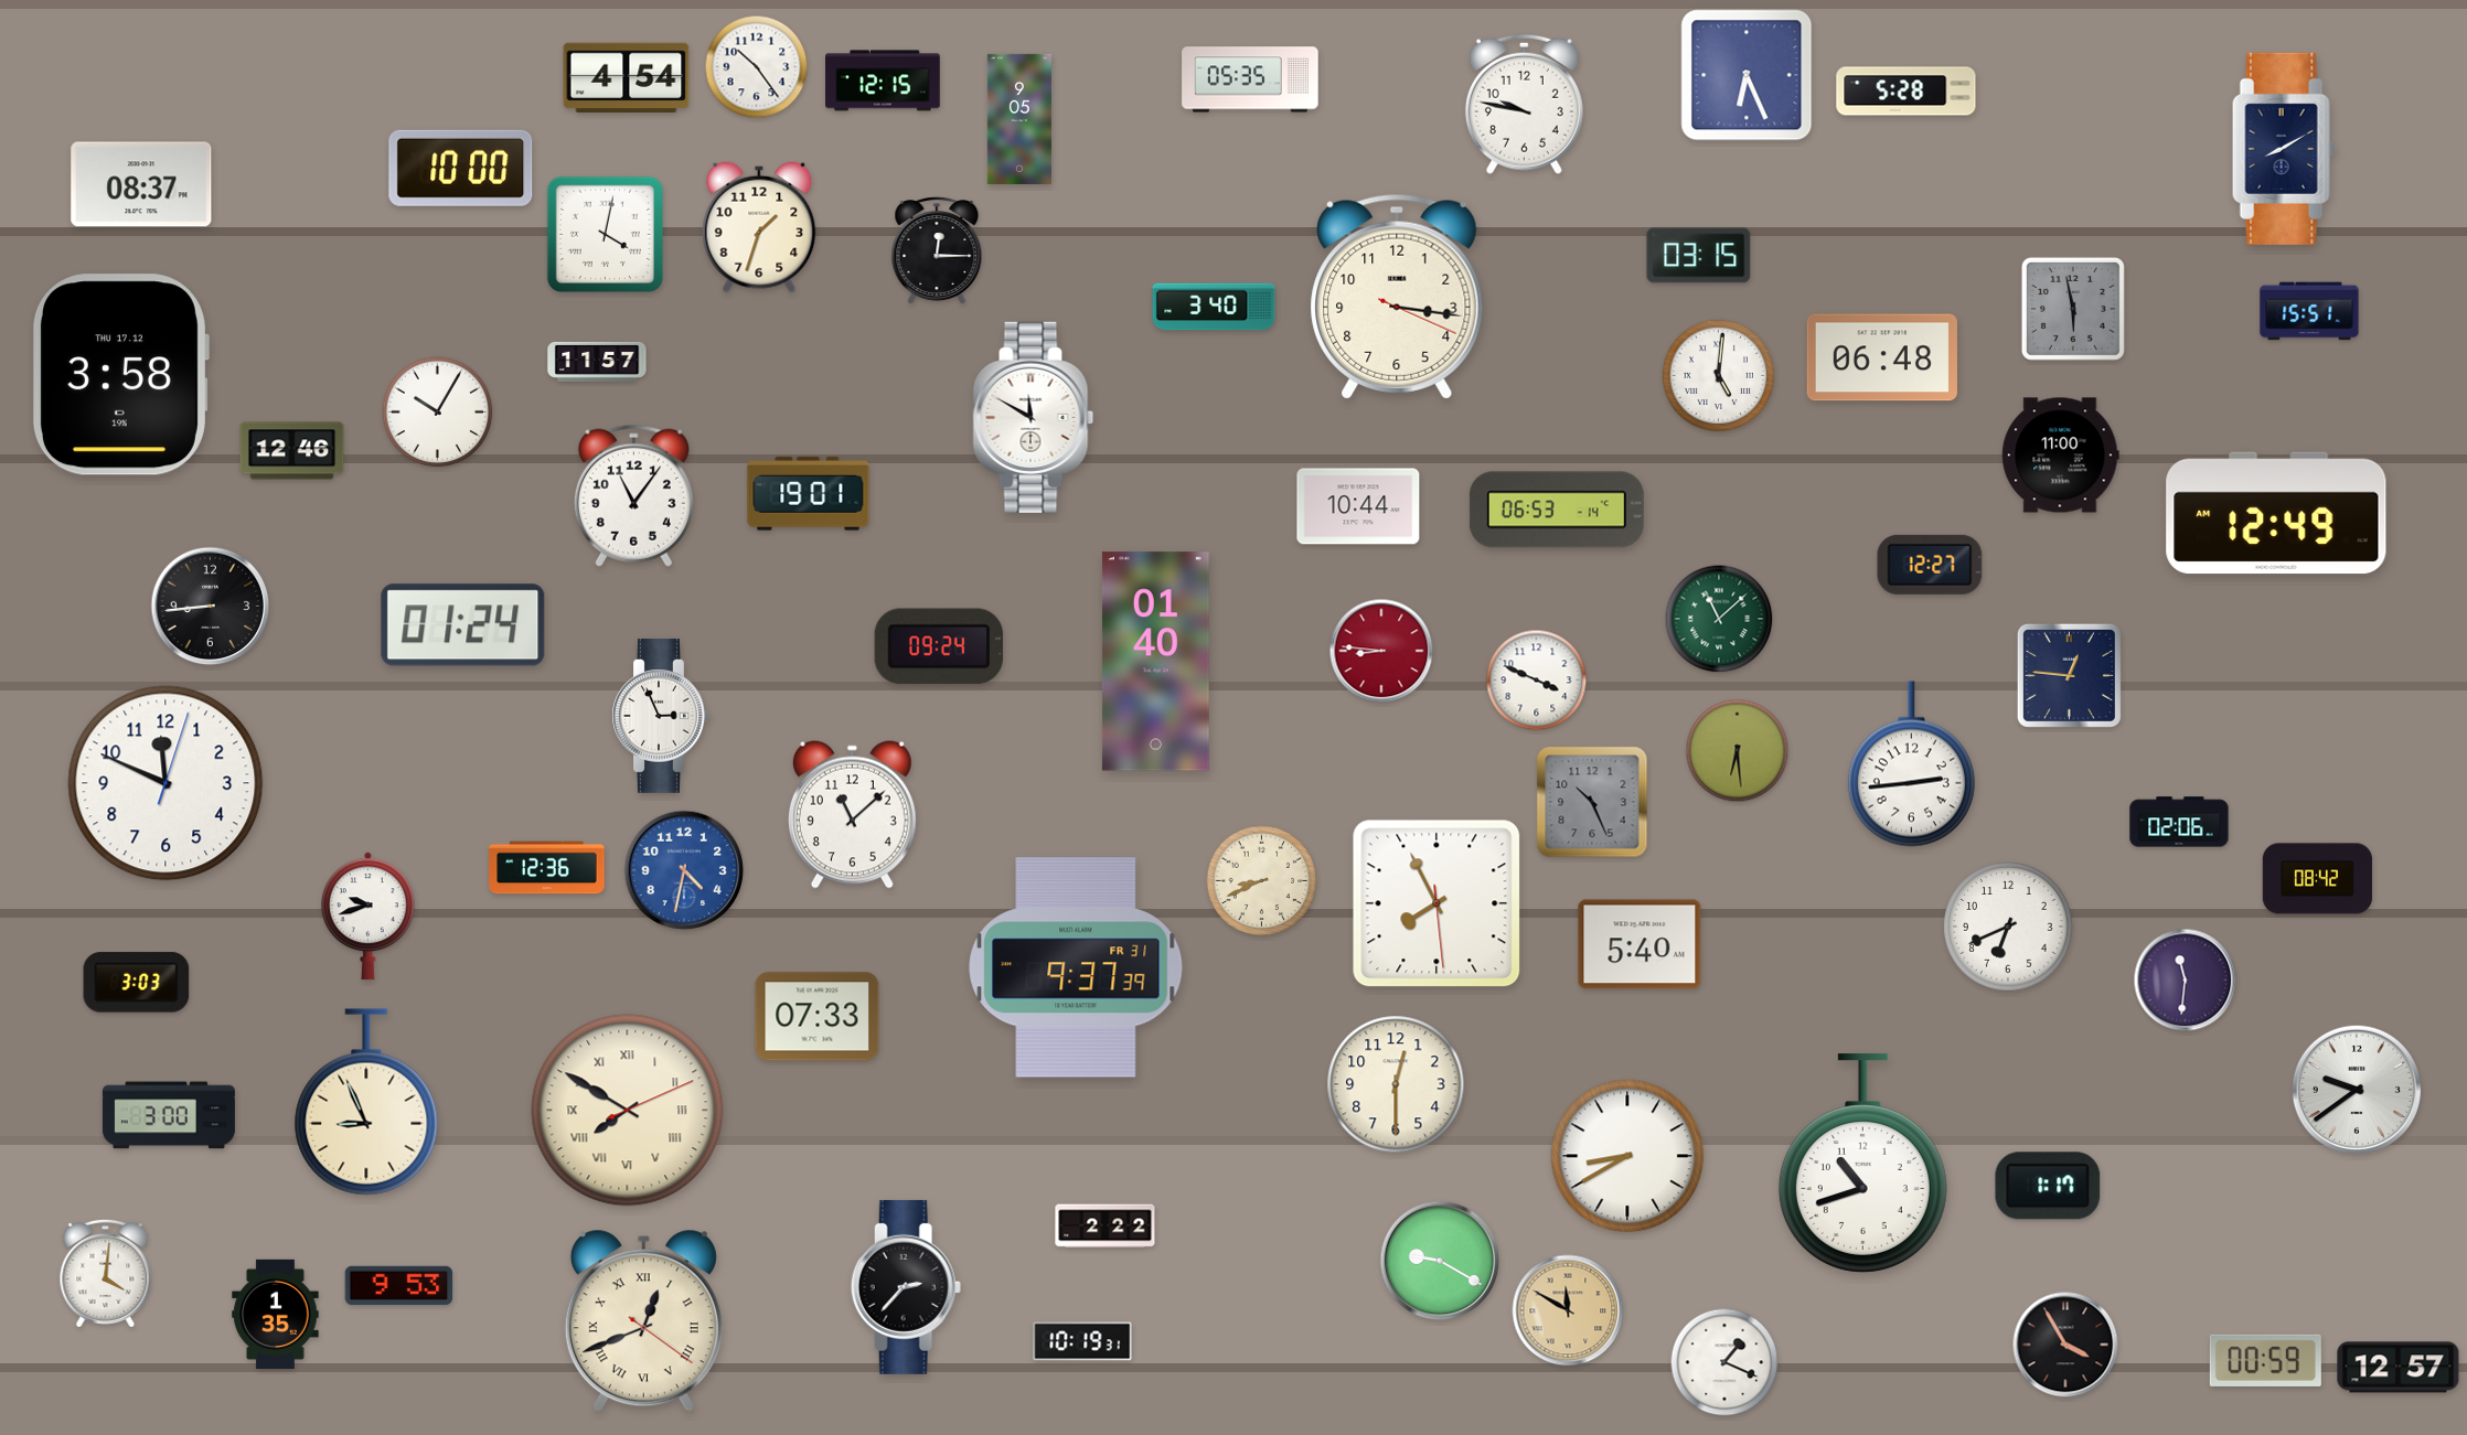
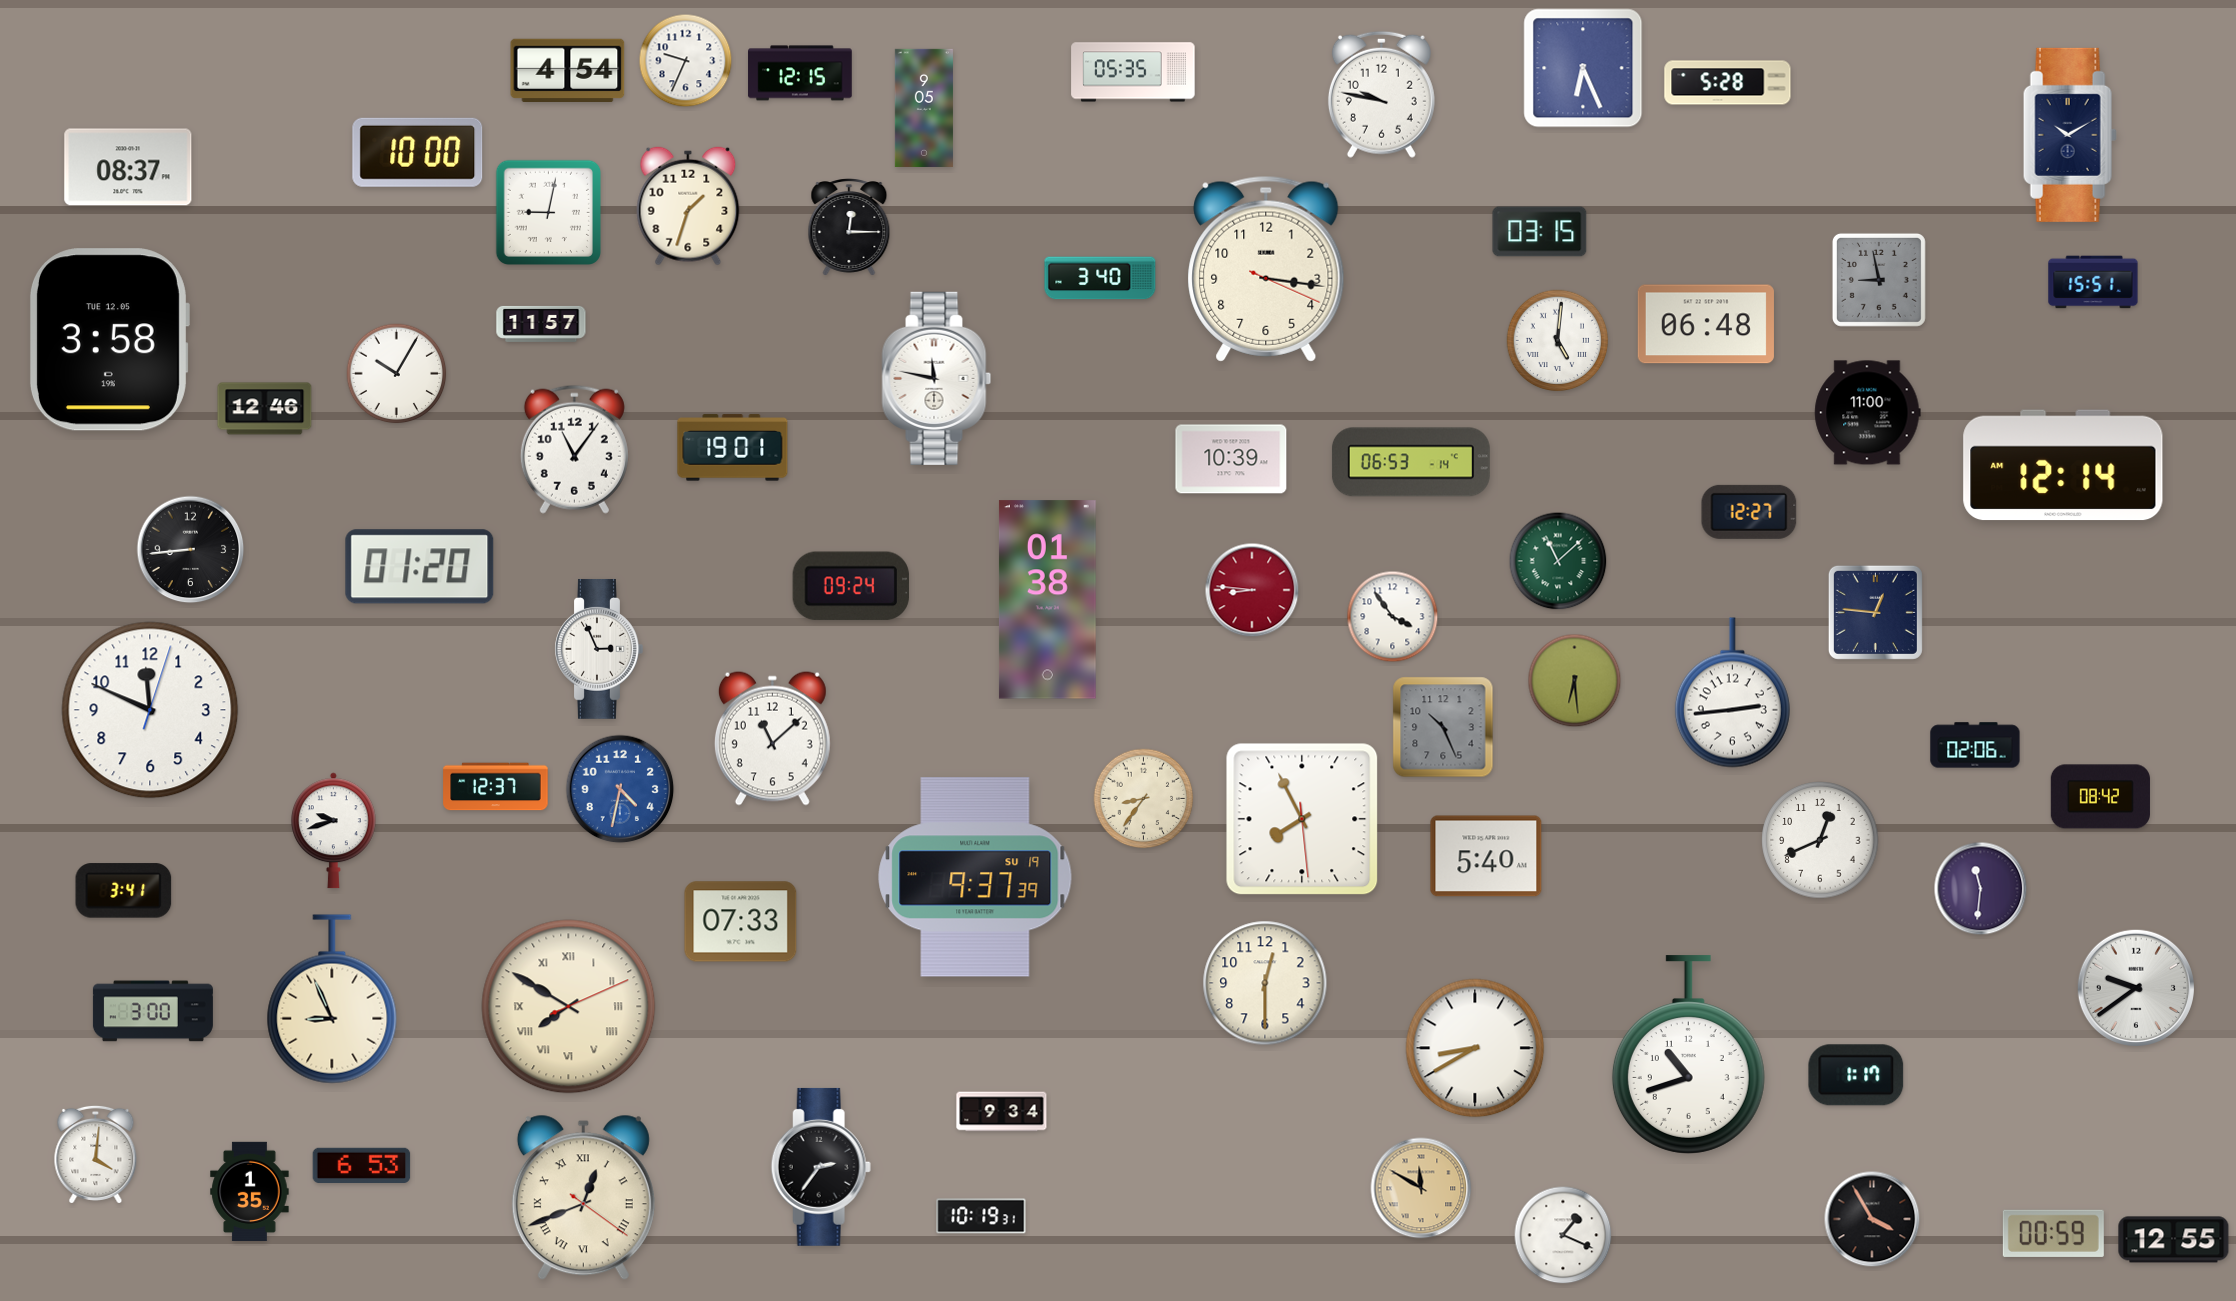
clock at (757, 67): 10:24 -> 9:34
clock at (2284, 149): 8:10 -> 10:10
clock at (605, 234): 4:02 -> 9:02
clock at (2073, 309): 5:58 -> 8:58
clock at (597, 362) position: (597, 362) -> (541, 324)
clock at (120, 375) date: THU 17.12 -> TUE 12.05
clock at (1034, 417): 11:50 -> 11:47
clock at (1358, 506): 10:44 -> 10:39
clock at (2276, 513): 12:49 -> 12:14
clock at (463, 625): 01:24 -> 01:20
clock at (1155, 662): 01:40 -> 01:38
clock at (1537, 681): 3:49 -> 3:54
clock at (547, 868): 12:36 -> 12:37
clock at (1262, 881): 8:41 -> 8:36
clock at (2008, 927): 6:41 -> 12:41
clock at (1076, 967) date: FR 31 -> SU 19
clock at (137, 983): 3:03 -> 3:41
clock at (1106, 1227): 2:22 -> 9:34
clock at (1440, 1261): 9:20 -> none
clock at (399, 1285): 9:53 -> 6:53
clock at (906, 1287): 2:37 -> 2:36
clock at (2399, 1368): 12:57 -> 12:55
